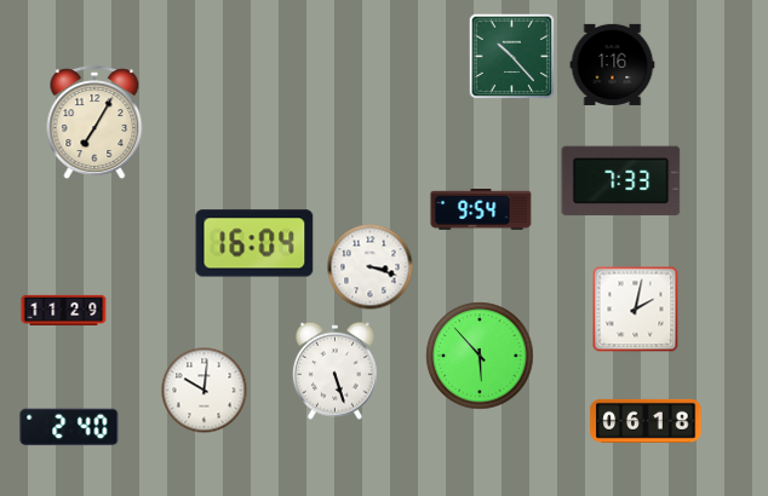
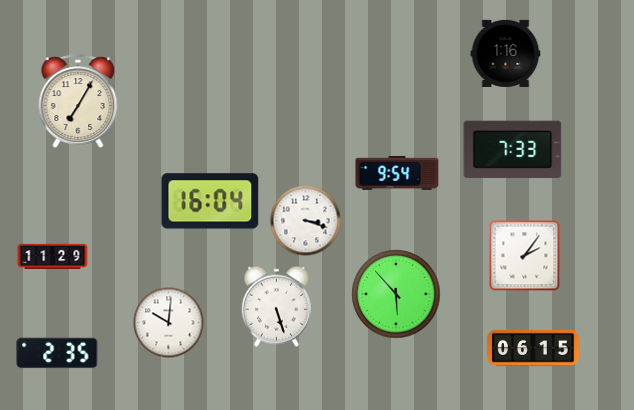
clock at (512, 57): 10:23 -> none
clock at (636, 310): 2:02 -> 2:06
clock at (646, 421): 06:18 -> 06:15
clock at (69, 427): 2:40 -> 2:35
